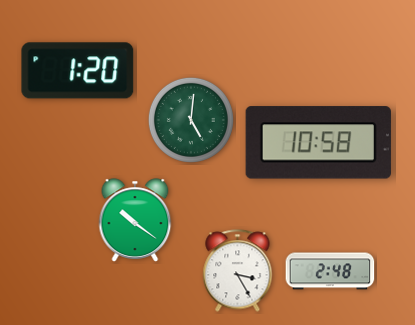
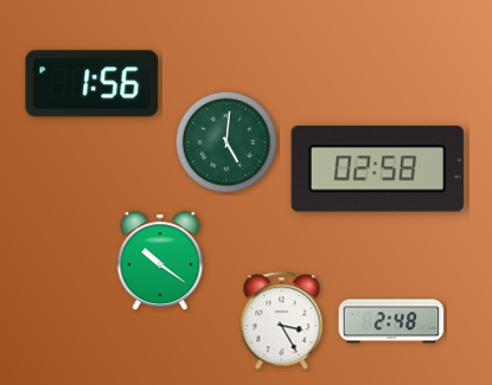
clock at (78, 71): 1:20 -> 1:56
clock at (318, 143): 10:58 -> 02:58
